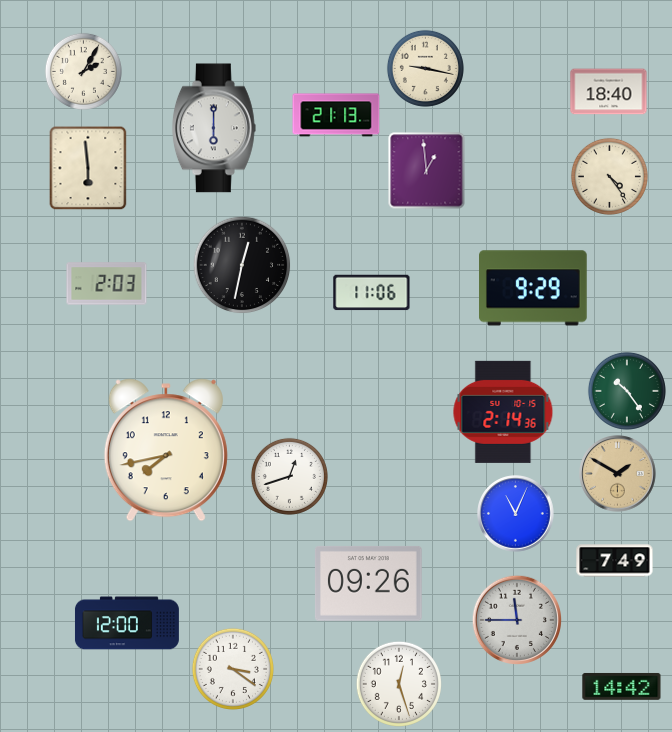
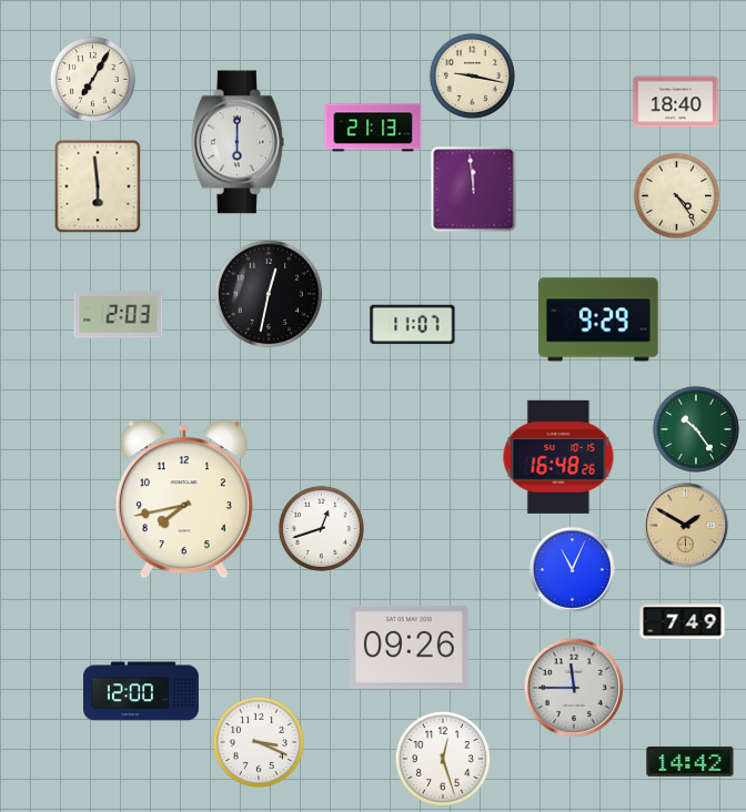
clock at (83, 71): 2:05 -> 7:05
clock at (427, 171): 12:59 -> 11:59
clock at (534, 288) position: (534, 288) -> (599, 319)
clock at (372, 293): 11:06 -> 11:07
clock at (627, 391) position: (627, 391) -> (696, 429)
clock at (503, 412): 2:14 -> 16:48
clock at (233, 669): 3:21 -> 3:19
